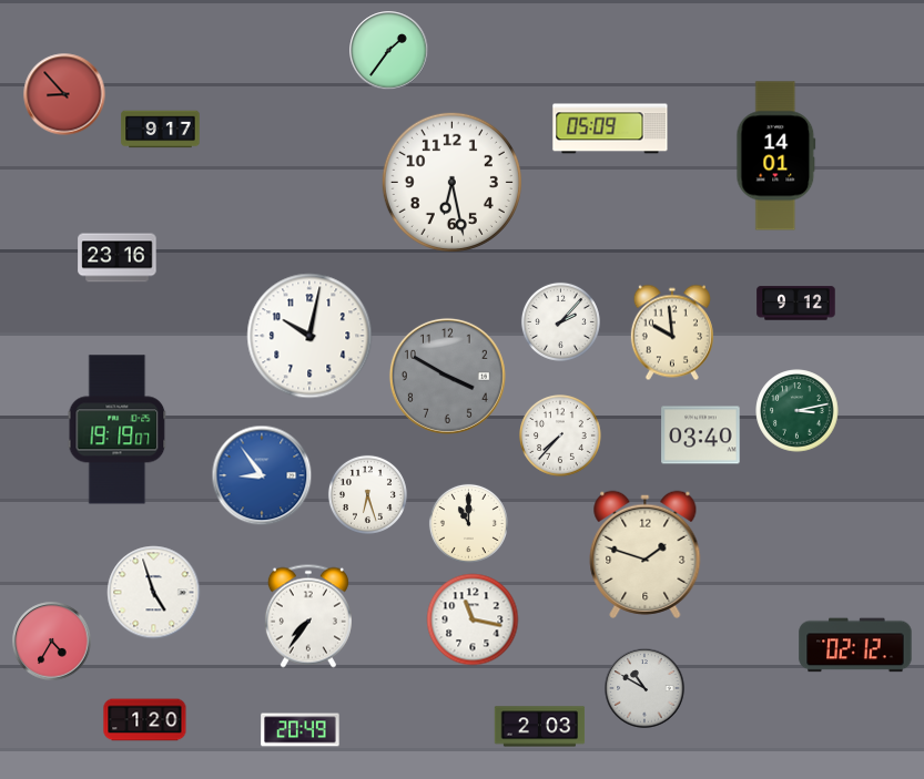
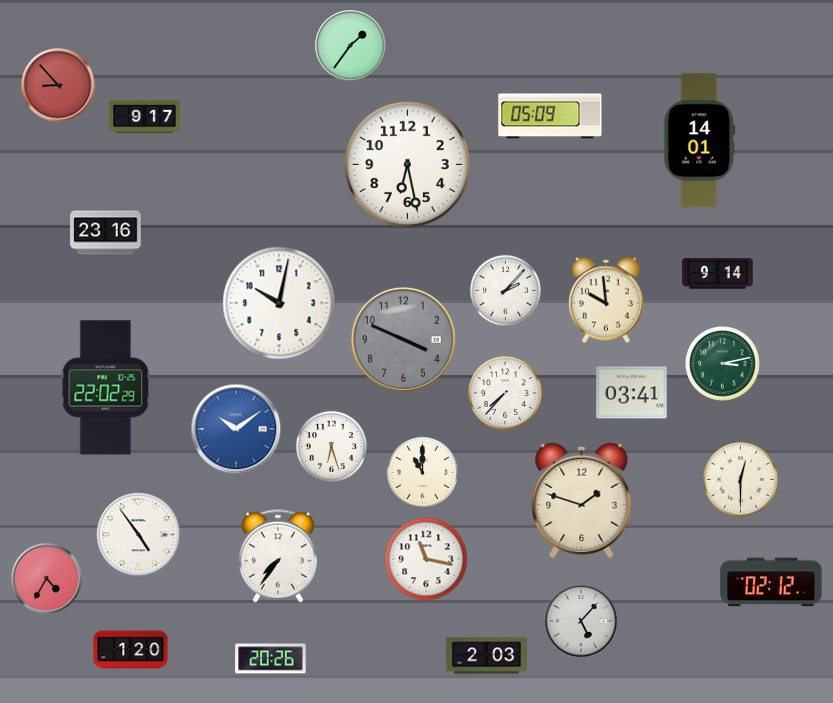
clock at (796, 304): 9:12 -> 9:14
clock at (447, 376): 3:50 -> 3:49
clock at (798, 411) position: (798, 411) -> (723, 364)
clock at (118, 430): 19:19 -> 22:02
clock at (701, 435): 03:40 -> 03:41
clock at (262, 475): 8:54 -> 10:09
clock at (741, 480): none -> 12:30
clock at (154, 593): 4:57 -> 4:54
clock at (644, 688): 10:50 -> 5:07
clock at (301, 730): 20:49 -> 20:26
